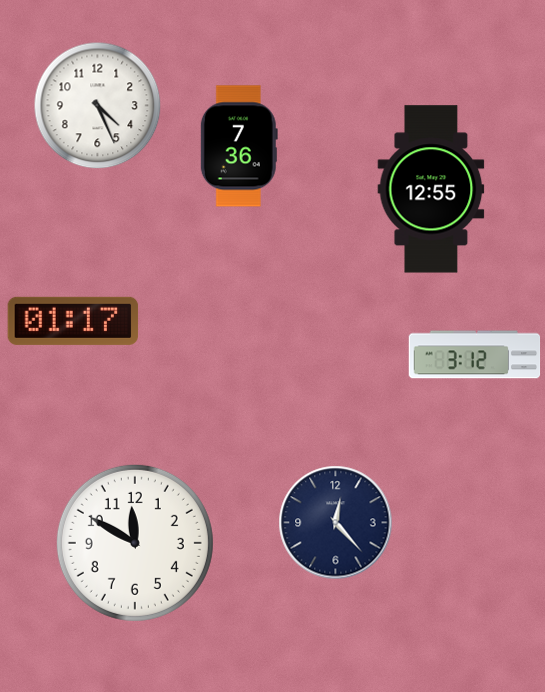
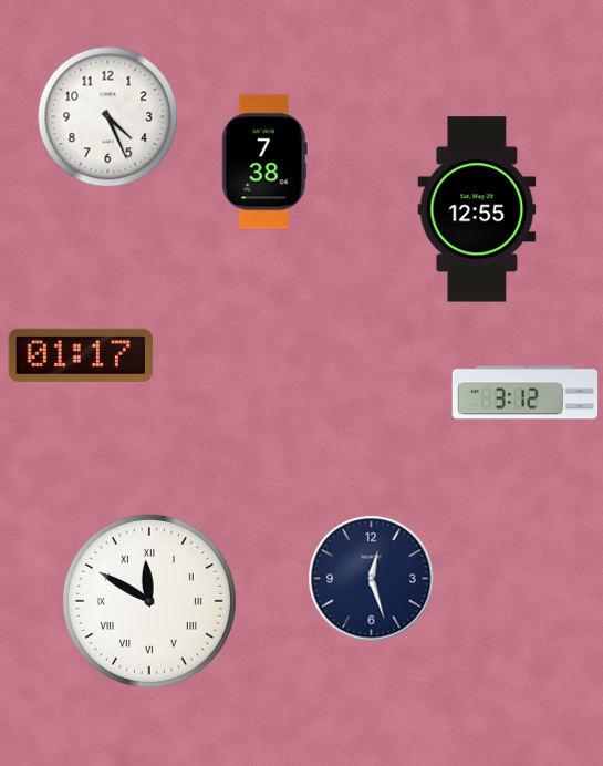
clock at (239, 146): 7:36 -> 7:38
clock at (336, 523): 12:23 -> 12:27
clock at (135, 543) numerals: Arabic -> Roman
